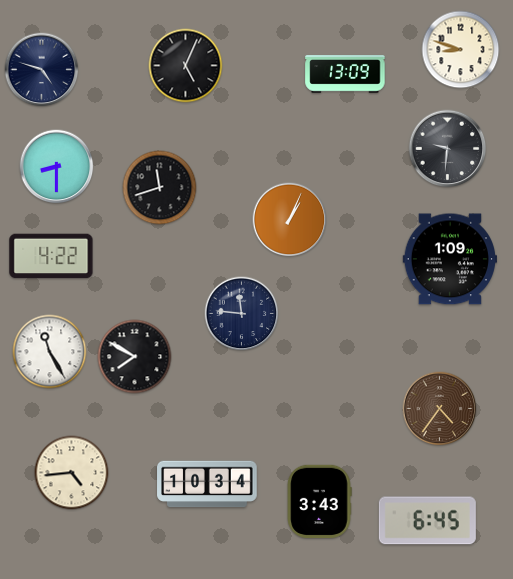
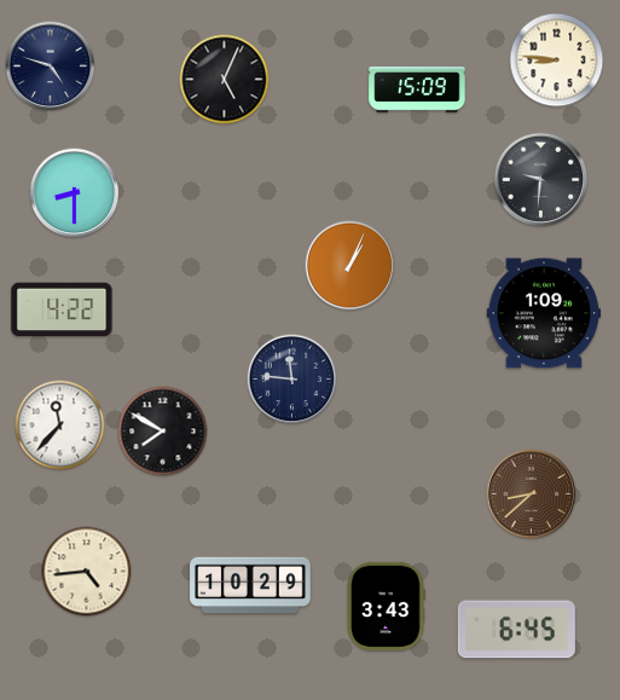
clock at (461, 50): 8:48 -> 8:46
clock at (42, 70) position: (42, 70) -> (51, 66)
clock at (345, 74): 13:09 -> 15:09
clock at (57, 167) position: (57, 167) -> (75, 193)
clock at (160, 188): 11:42 -> none
clock at (50, 352): 11:25 -> 11:37
clock at (440, 409): 4:36 -> 8:38
clock at (207, 484): 10:34 -> 10:29
